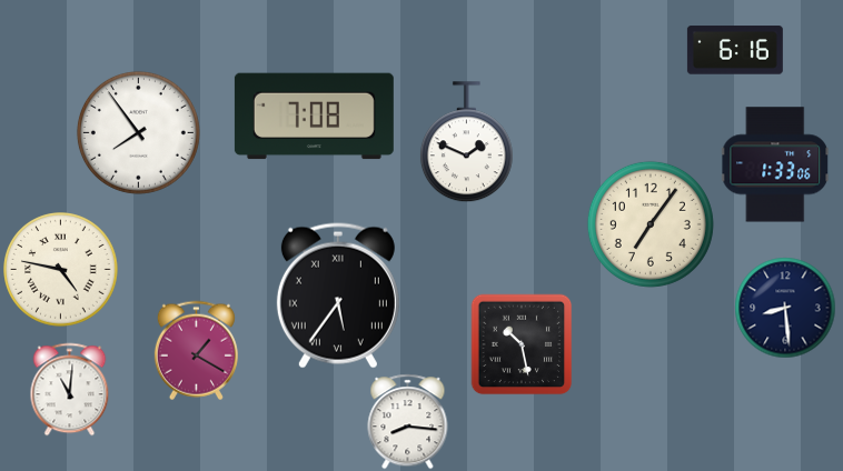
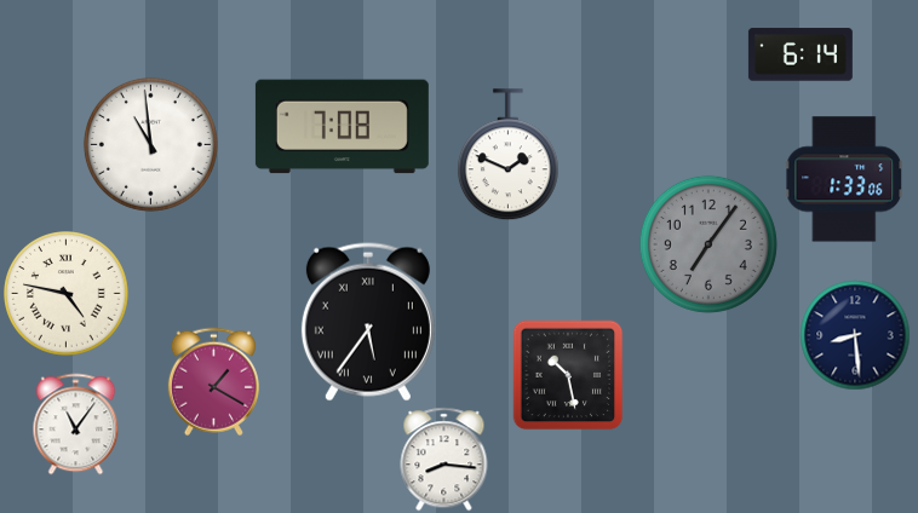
clock at (735, 50): 6:16 -> 6:14
clock at (138, 132): 7:54 -> 10:59
clock at (651, 224) dial: cream -> grey
clock at (70, 389): 11:01 -> 11:06
